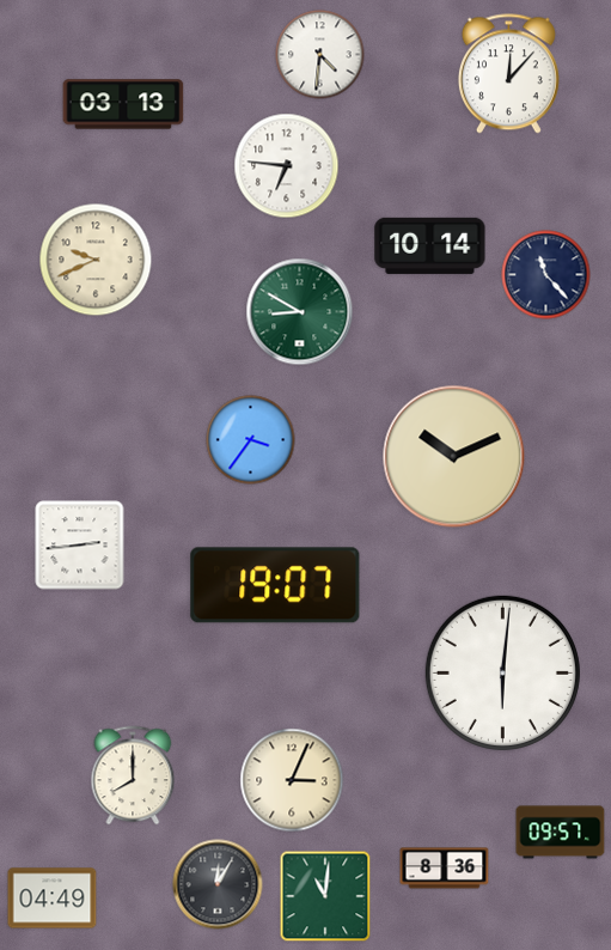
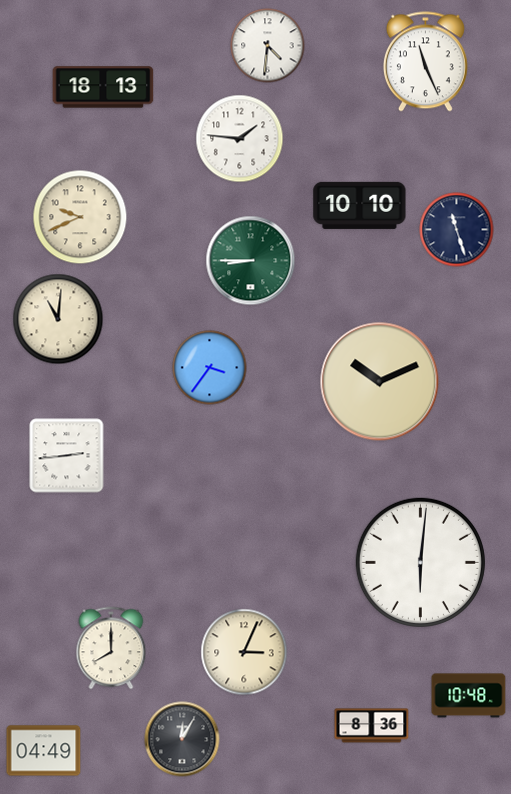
clock at (508, 74): 12:07 -> 11:26
clock at (123, 104): 03:13 -> 18:13
clock at (287, 166): 6:46 -> 1:46
clock at (430, 245): 10:14 -> 10:10
clock at (546, 275): 11:23 -> 11:27
clock at (300, 312): 8:50 -> 8:45
clock at (58, 319): none -> 11:01
clock at (275, 585): 19:07 -> none
clock at (561, 833): 09:57 -> 10:48
clock at (325, 896): 11:01 -> none
